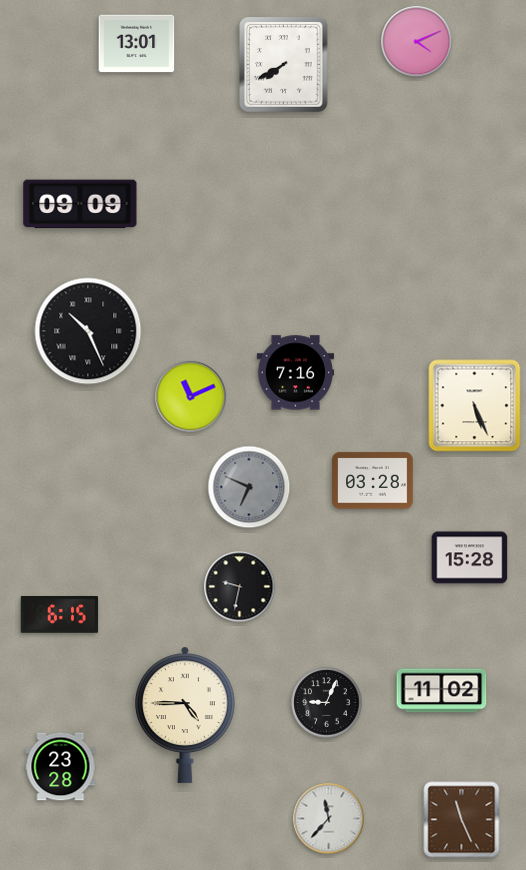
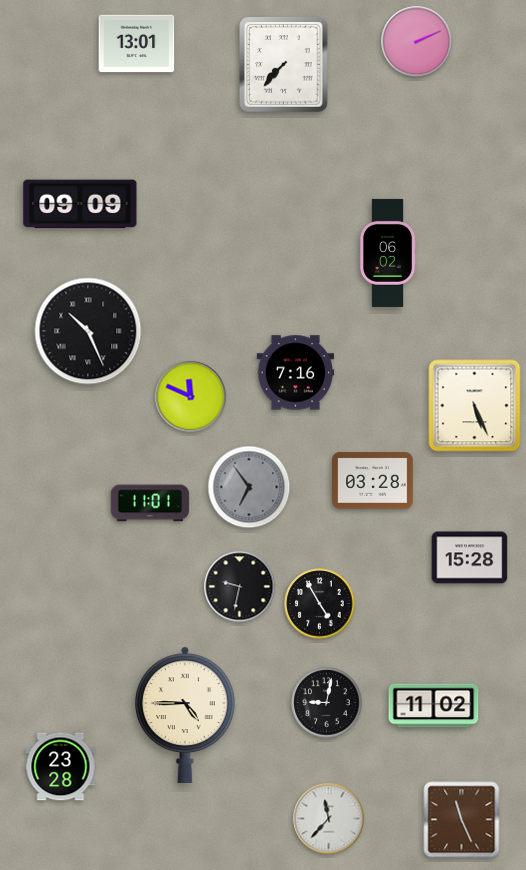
clock at (417, 42): 4:11 -> 2:11
clock at (284, 65): 7:40 -> 7:37
clock at (387, 253): none -> 06:02
clock at (191, 397): 11:11 -> 11:49
clock at (249, 487): 6:49 -> 6:54
clock at (150, 503): none -> 11:01
clock at (320, 604): none -> 4:55
clock at (60, 615): 6:15 -> none
clock at (442, 691) position: (442, 691) -> (434, 706)
clock at (327, 703): 9:04 -> 9:02
